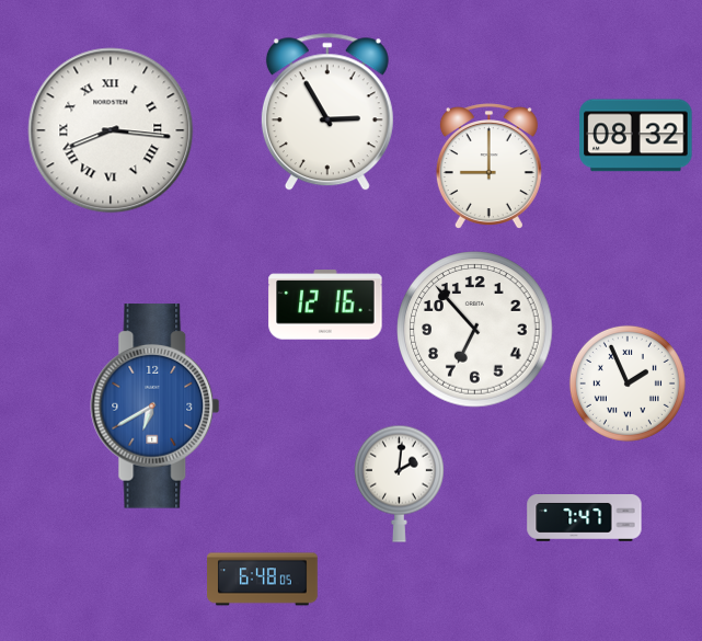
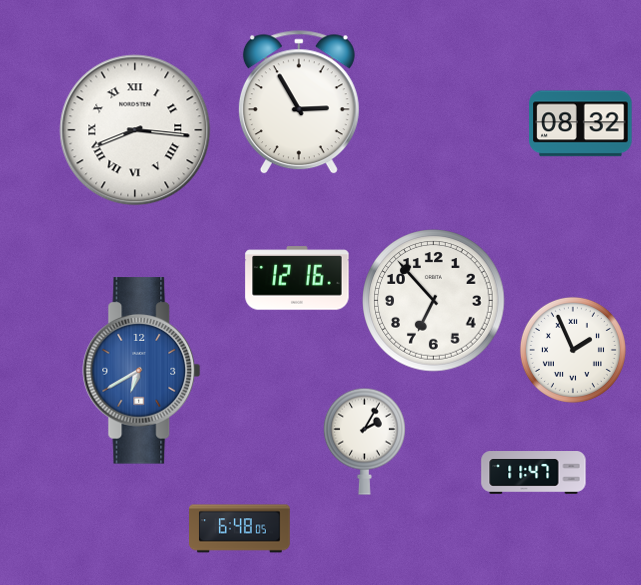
clock at (111, 130) position: (111, 130) -> (135, 130)
clock at (488, 165): 9:00 -> none
clock at (399, 483): 2:01 -> 2:05
clock at (585, 518): 7:47 -> 11:47
